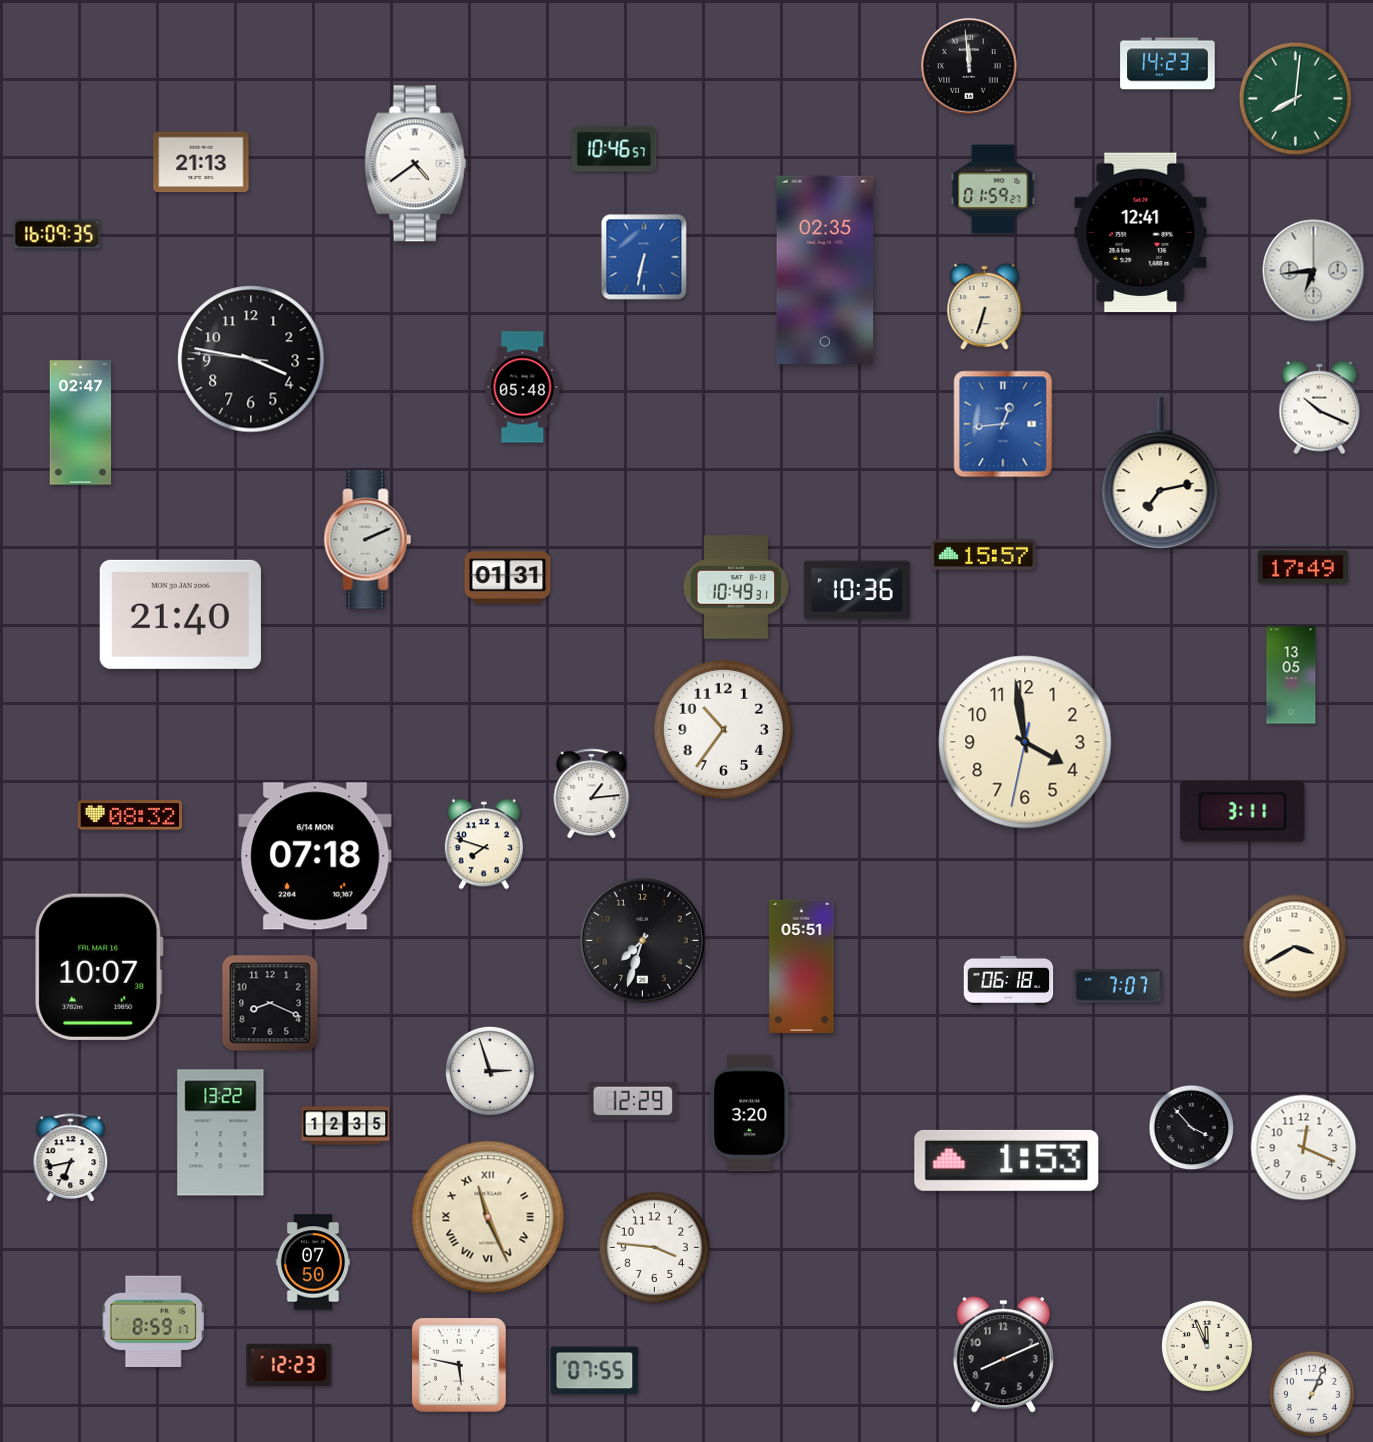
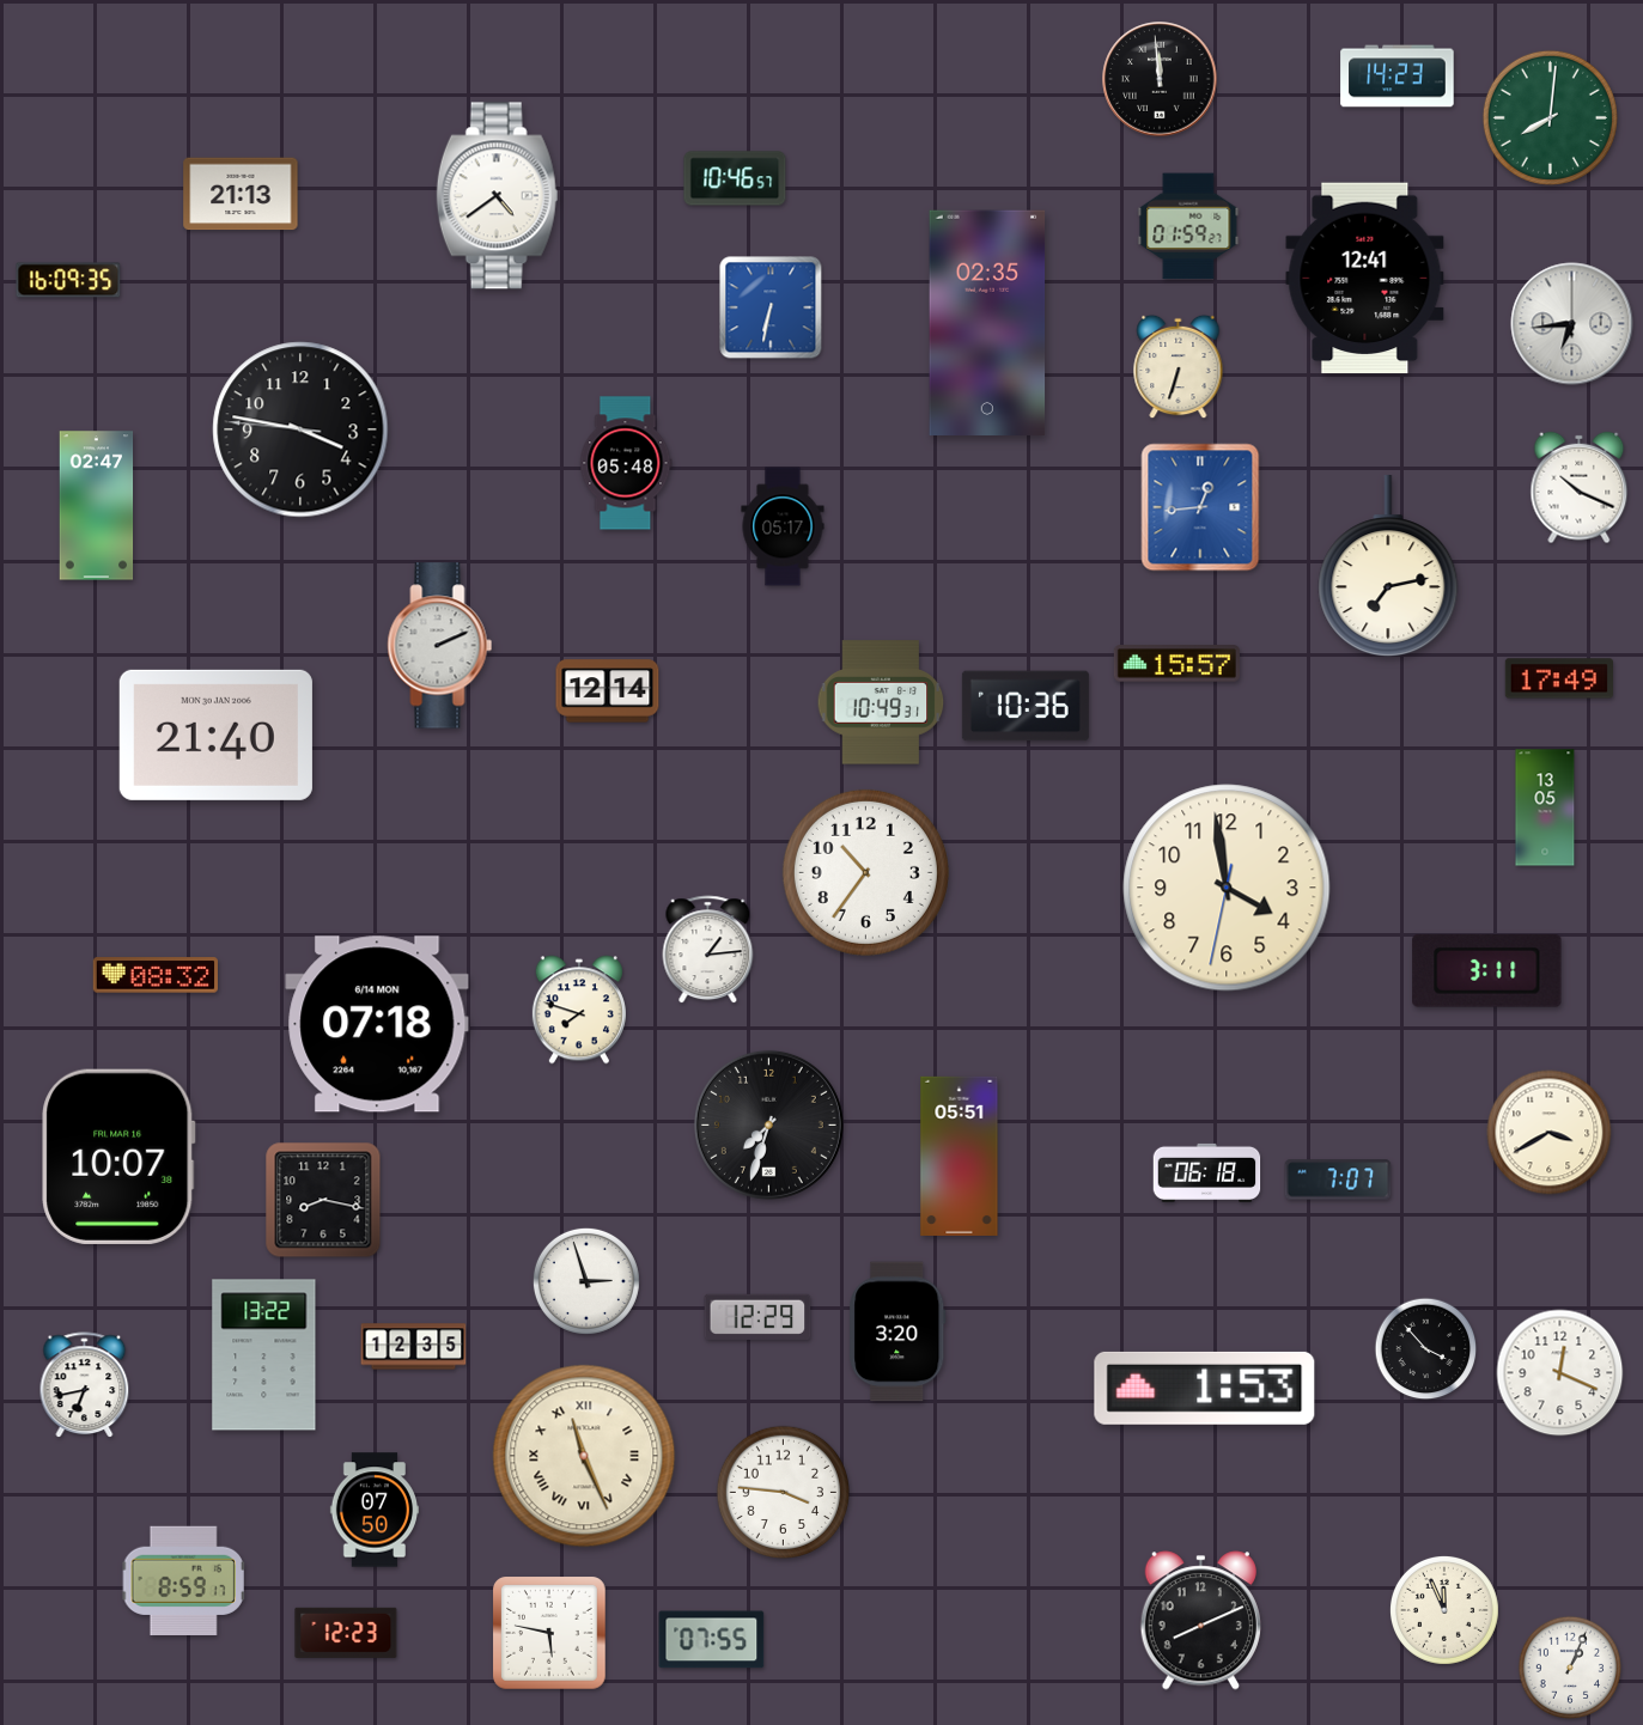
clock at (783, 526): none -> 05:17
clock at (508, 578): 01:31 -> 12:14
clock at (270, 1003): 8:19 -> 8:17
